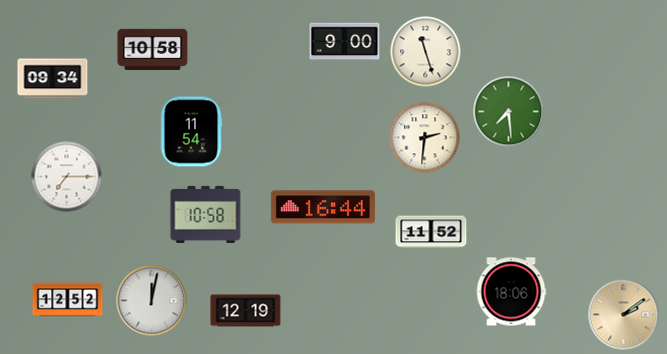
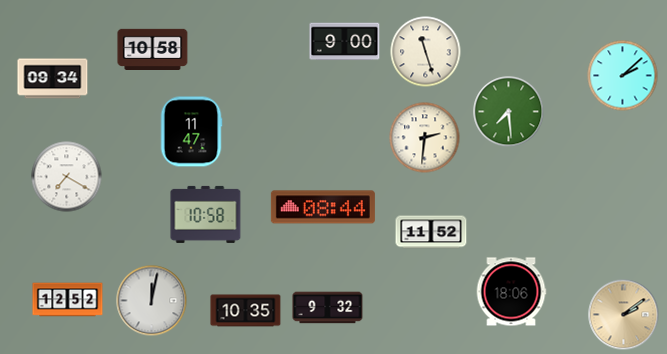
clock at (623, 76): none -> 2:08
clock at (191, 132): 11:54 -> 11:47
clock at (67, 177): 7:15 -> 7:20
clock at (323, 207): 16:44 -> 08:44
clock at (328, 308): none -> 9:32
clock at (246, 311): 12:19 -> 10:35
